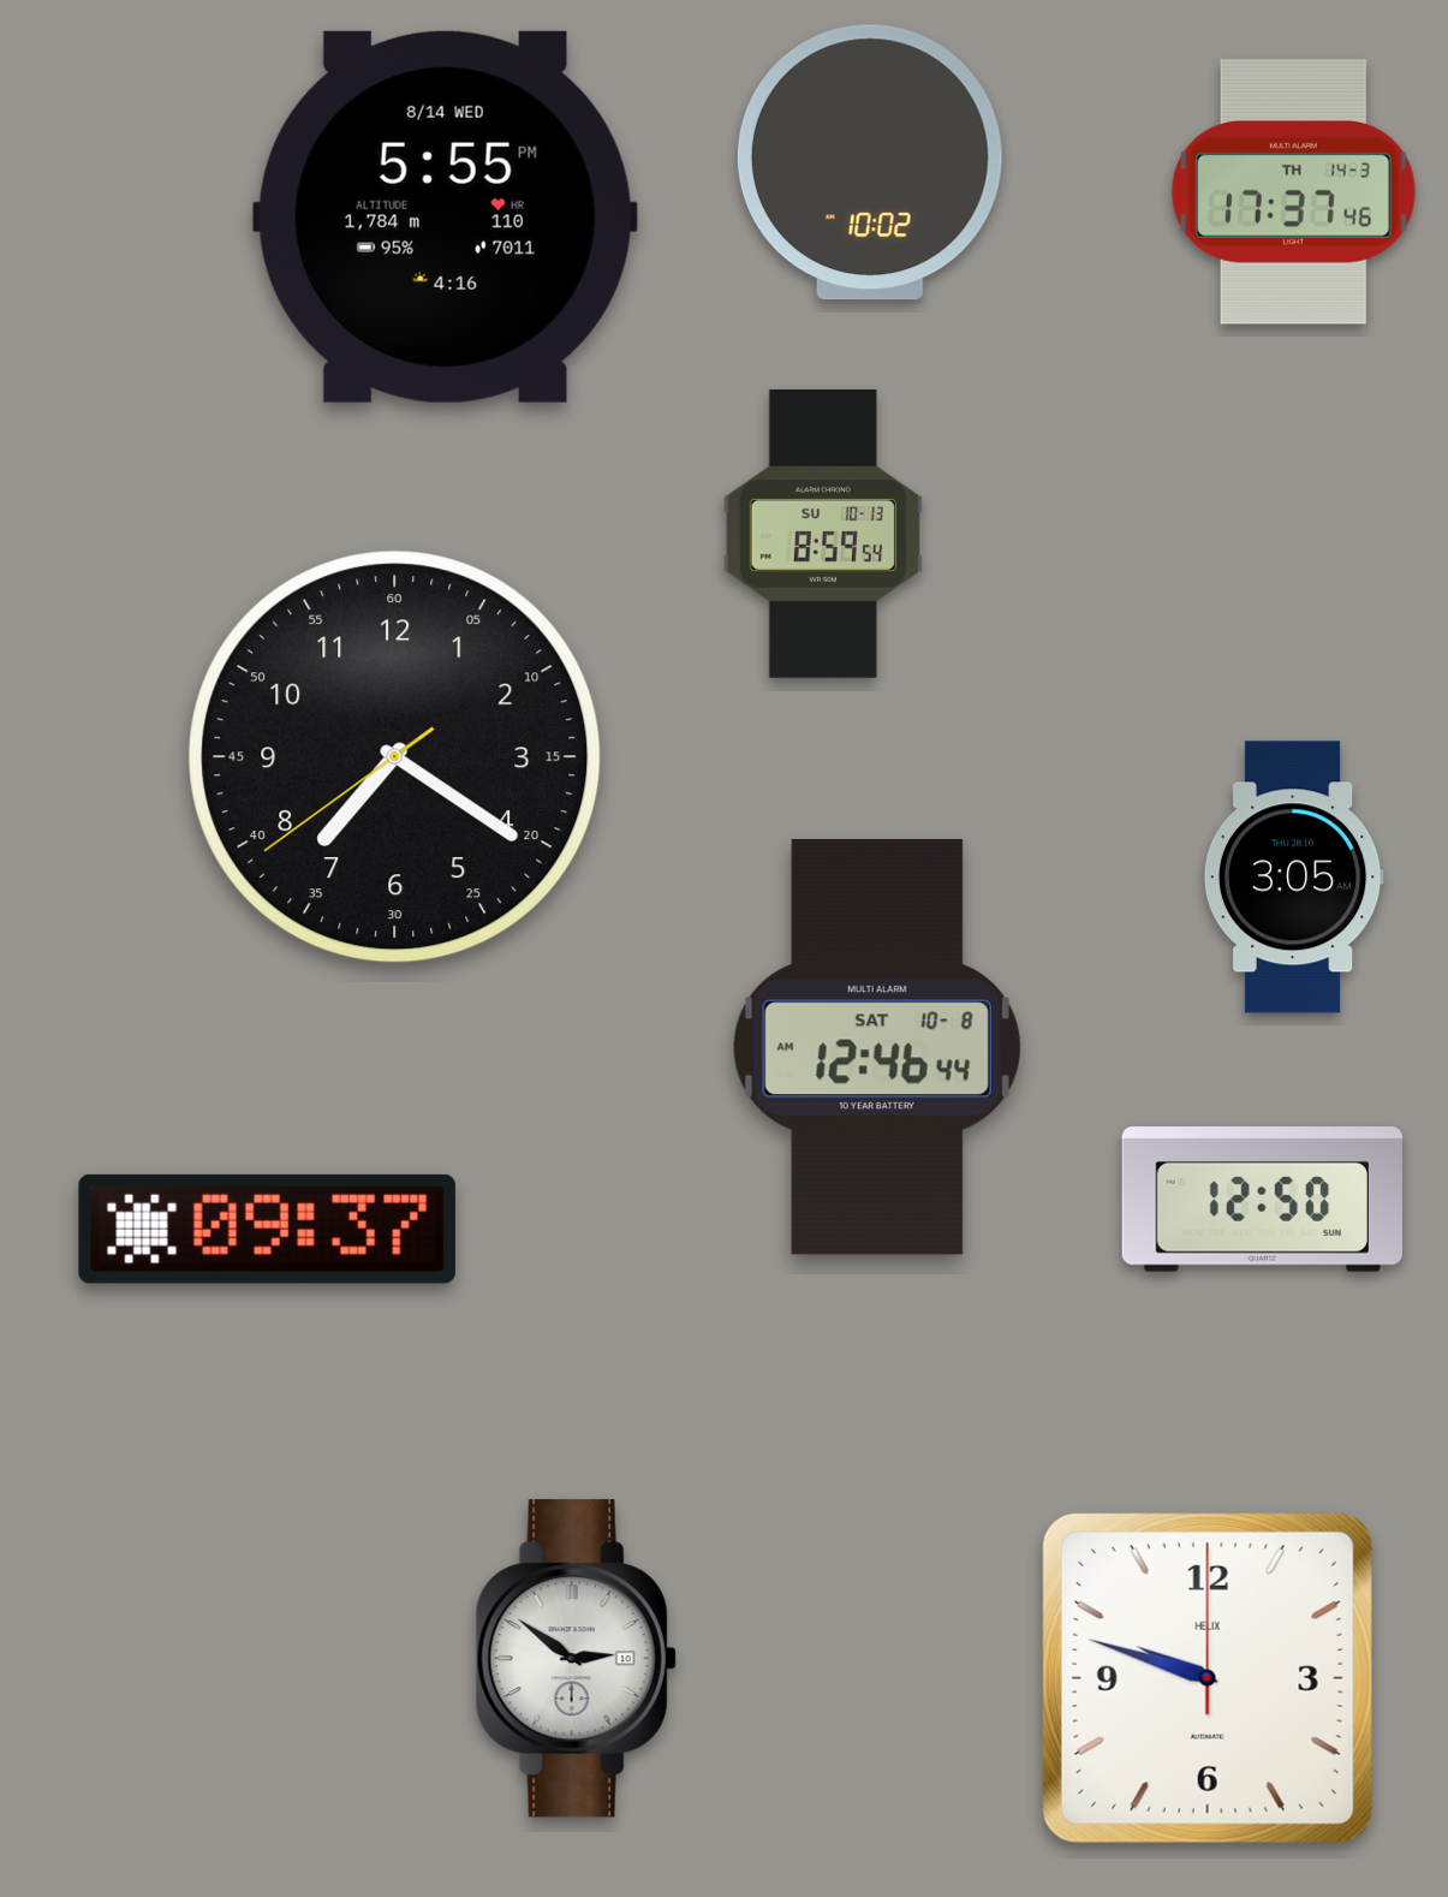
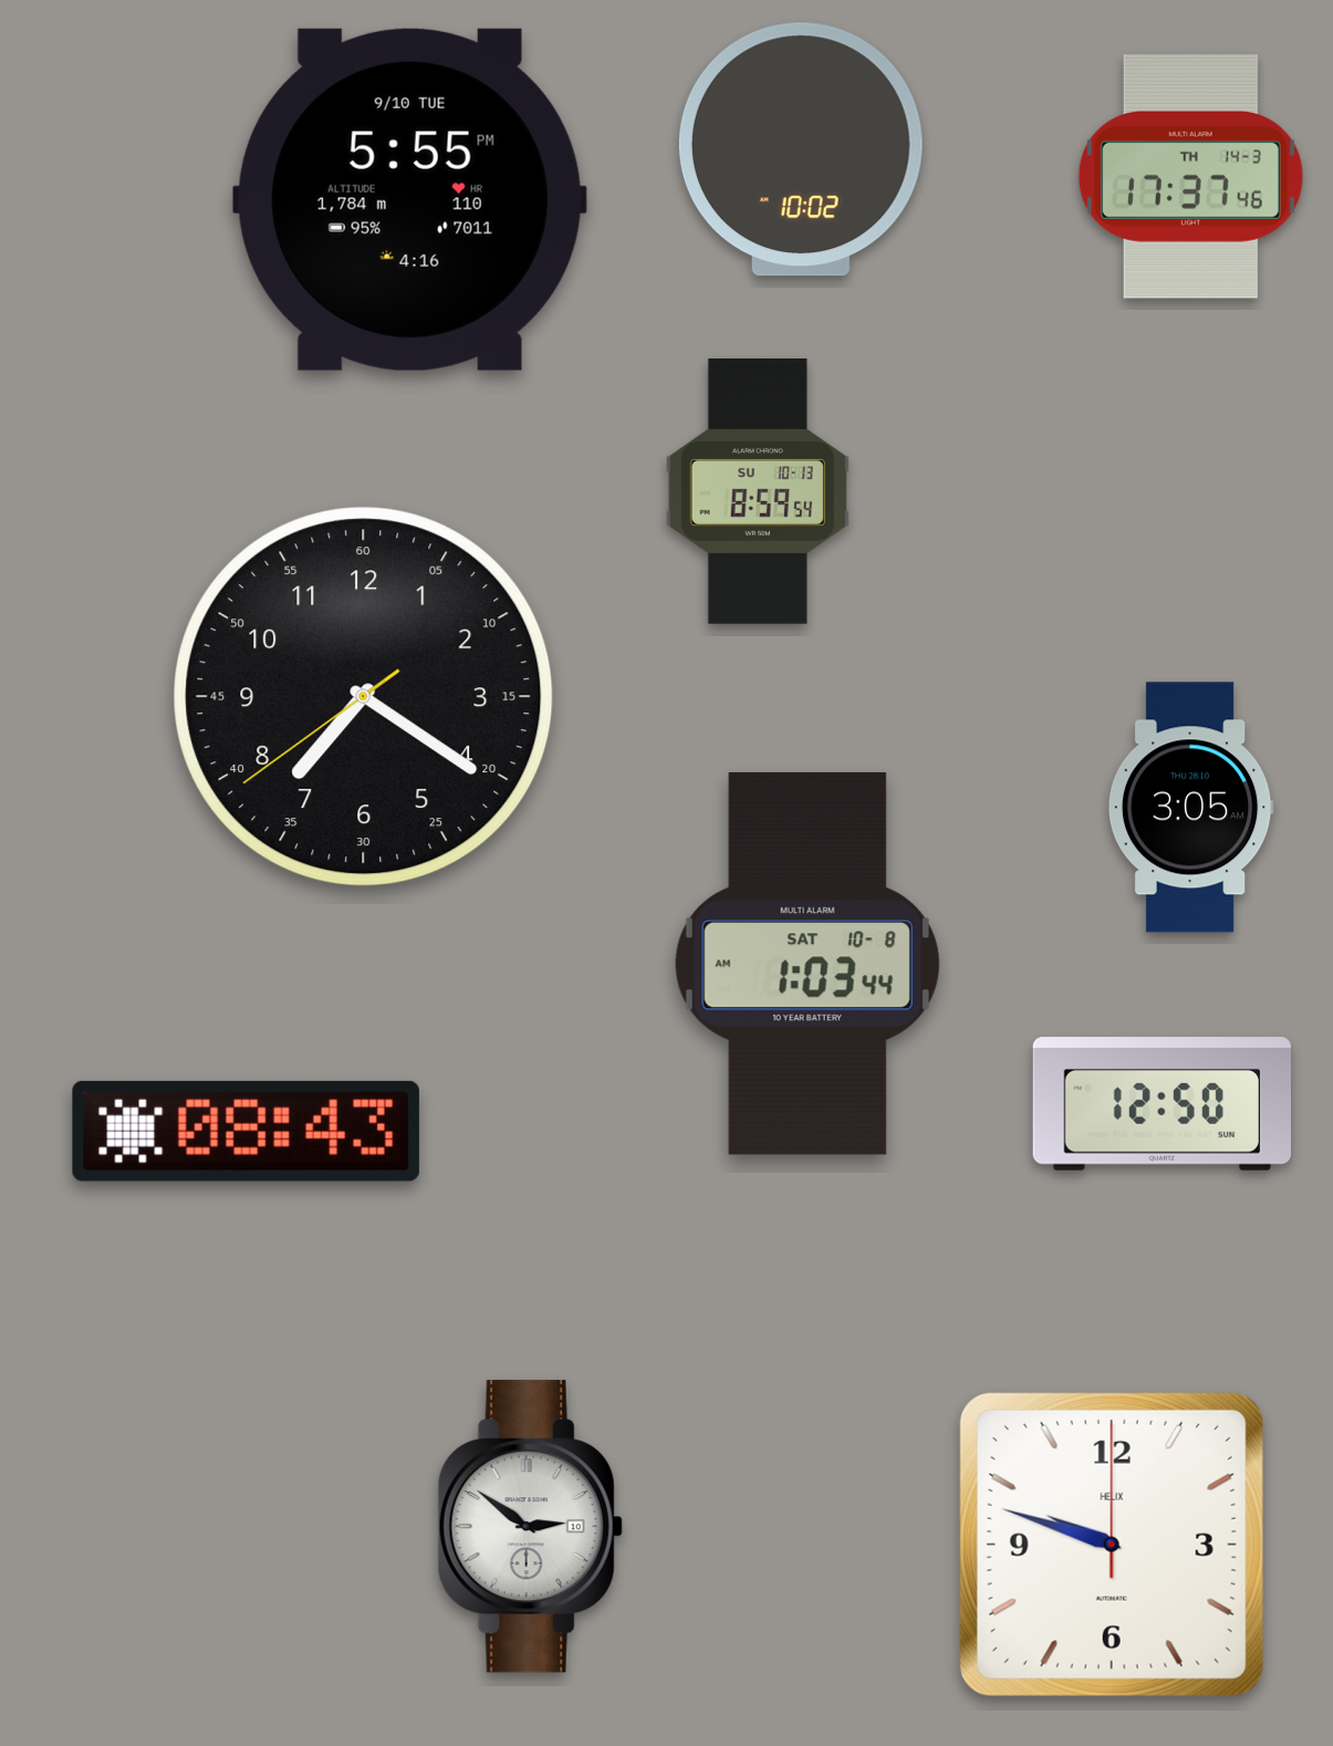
clock at (445, 216) date: 8/14 WED -> 9/10 TUE
clock at (877, 1047): 12:46 -> 1:03
clock at (267, 1229): 09:37 -> 08:43
